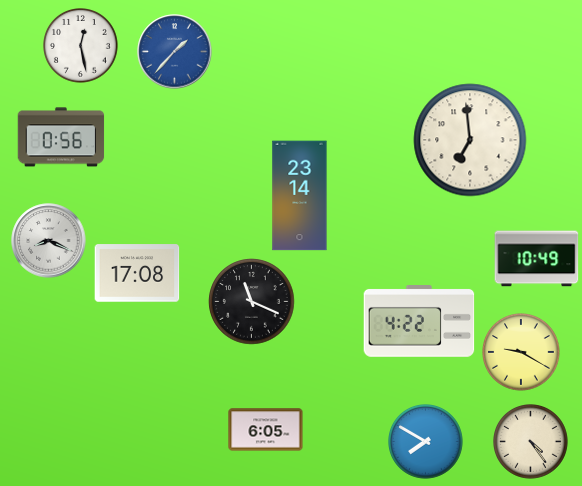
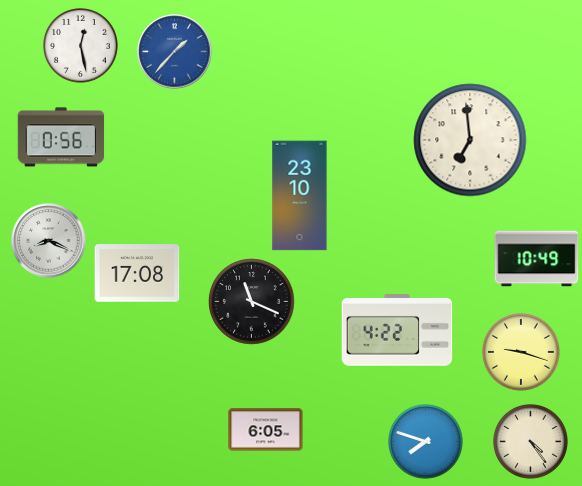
clock at (300, 196): 23:14 -> 23:10
clock at (419, 322) position: (419, 322) -> (397, 331)
clock at (522, 353): 9:20 -> 9:18
clock at (426, 442): 7:50 -> 7:48
